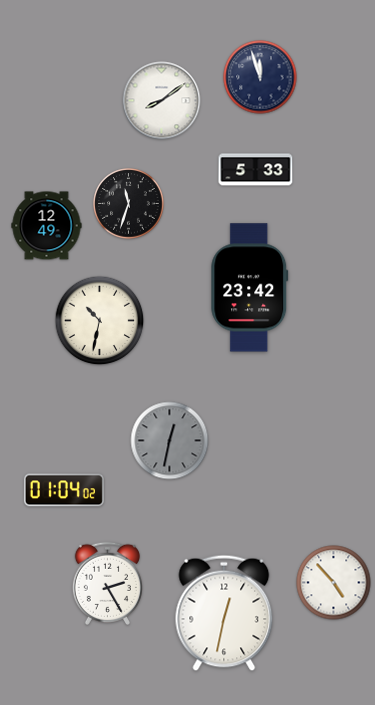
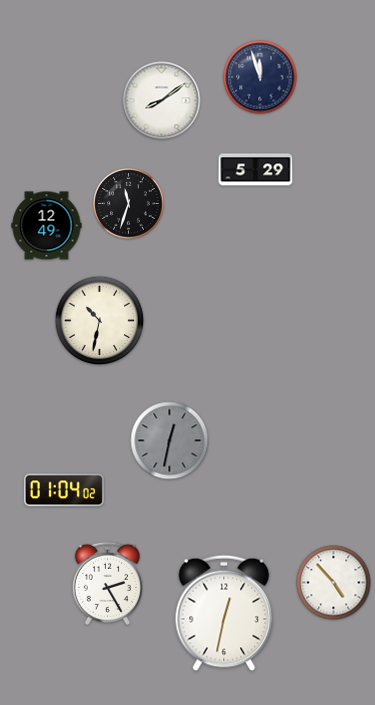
clock at (256, 170): 5:33 -> 5:29
clock at (250, 288): 23:42 -> none
